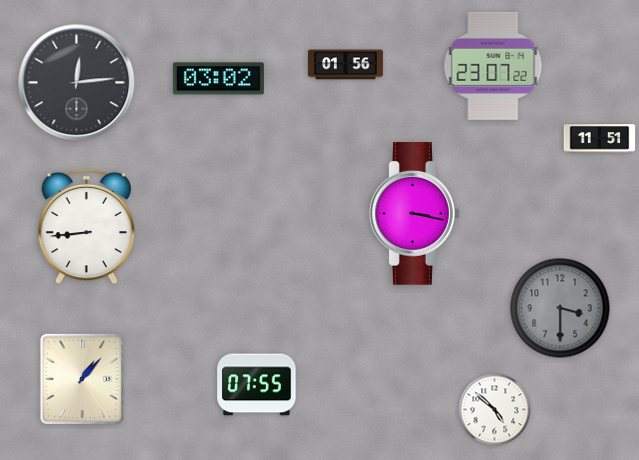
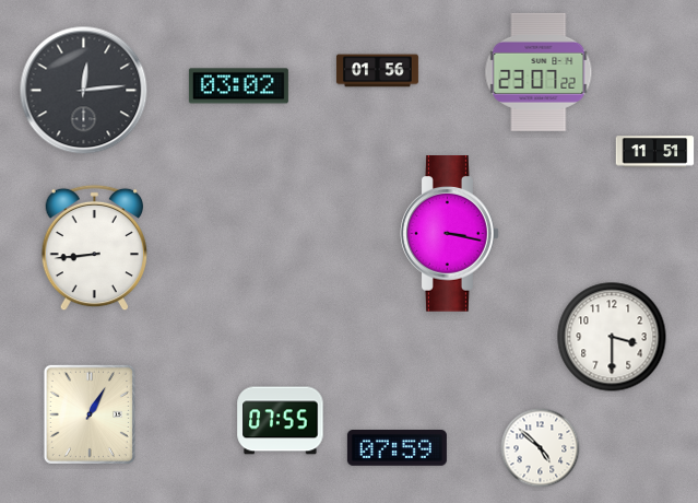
clock at (415, 214) position: (415, 214) -> (450, 234)
clock at (560, 308) dial: grey -> white
clock at (82, 379): 1:07 -> 1:05
clock at (397, 448): none -> 07:59
